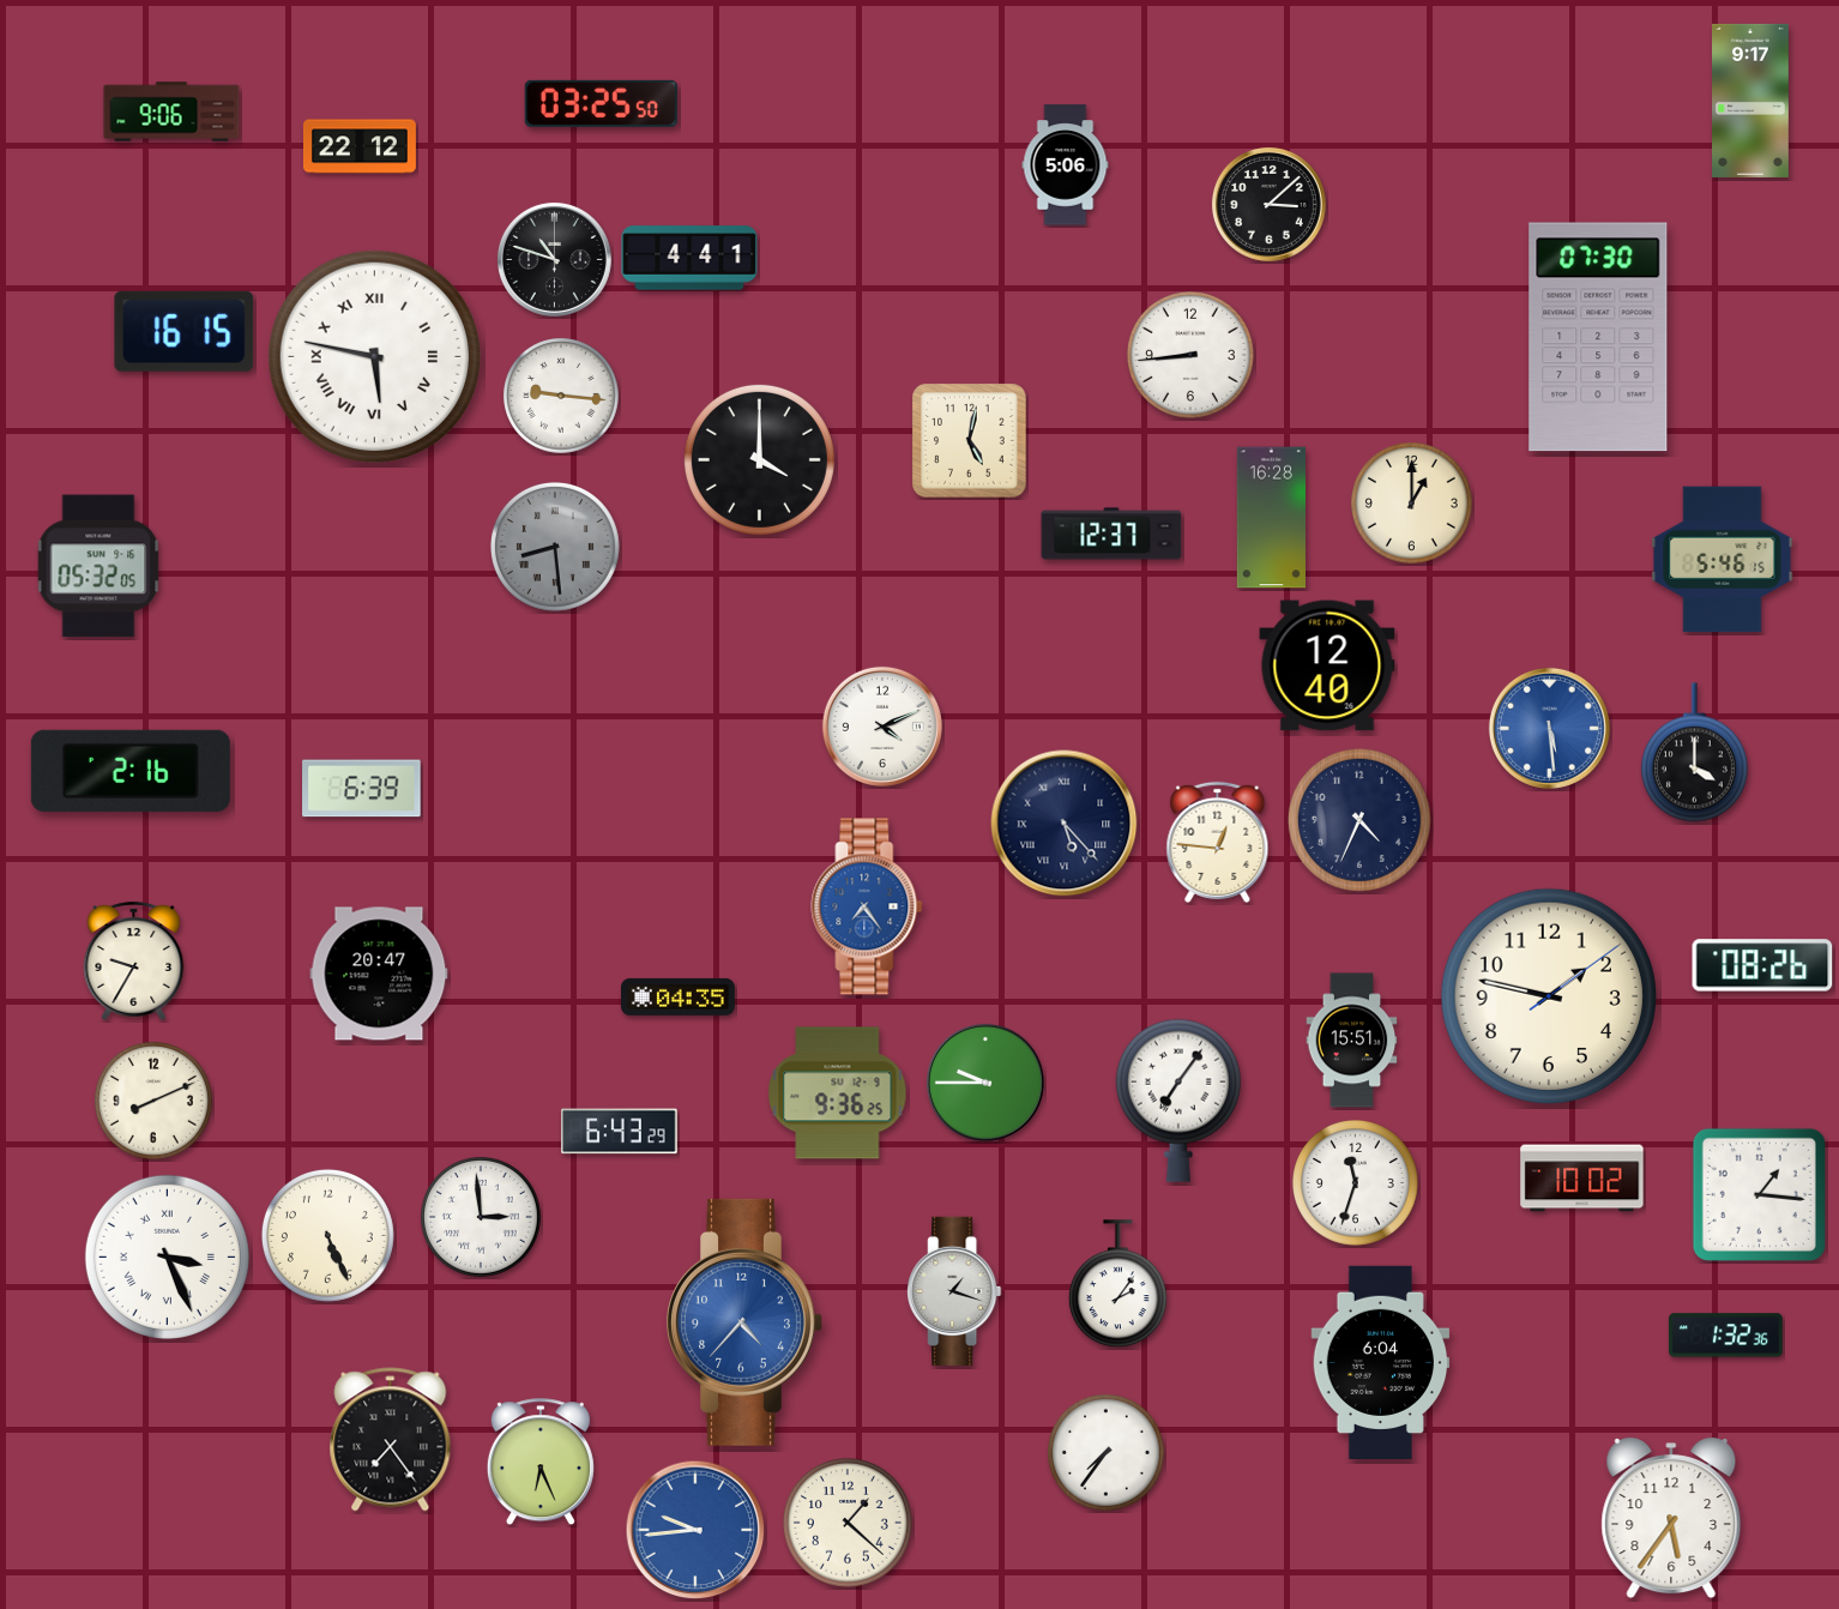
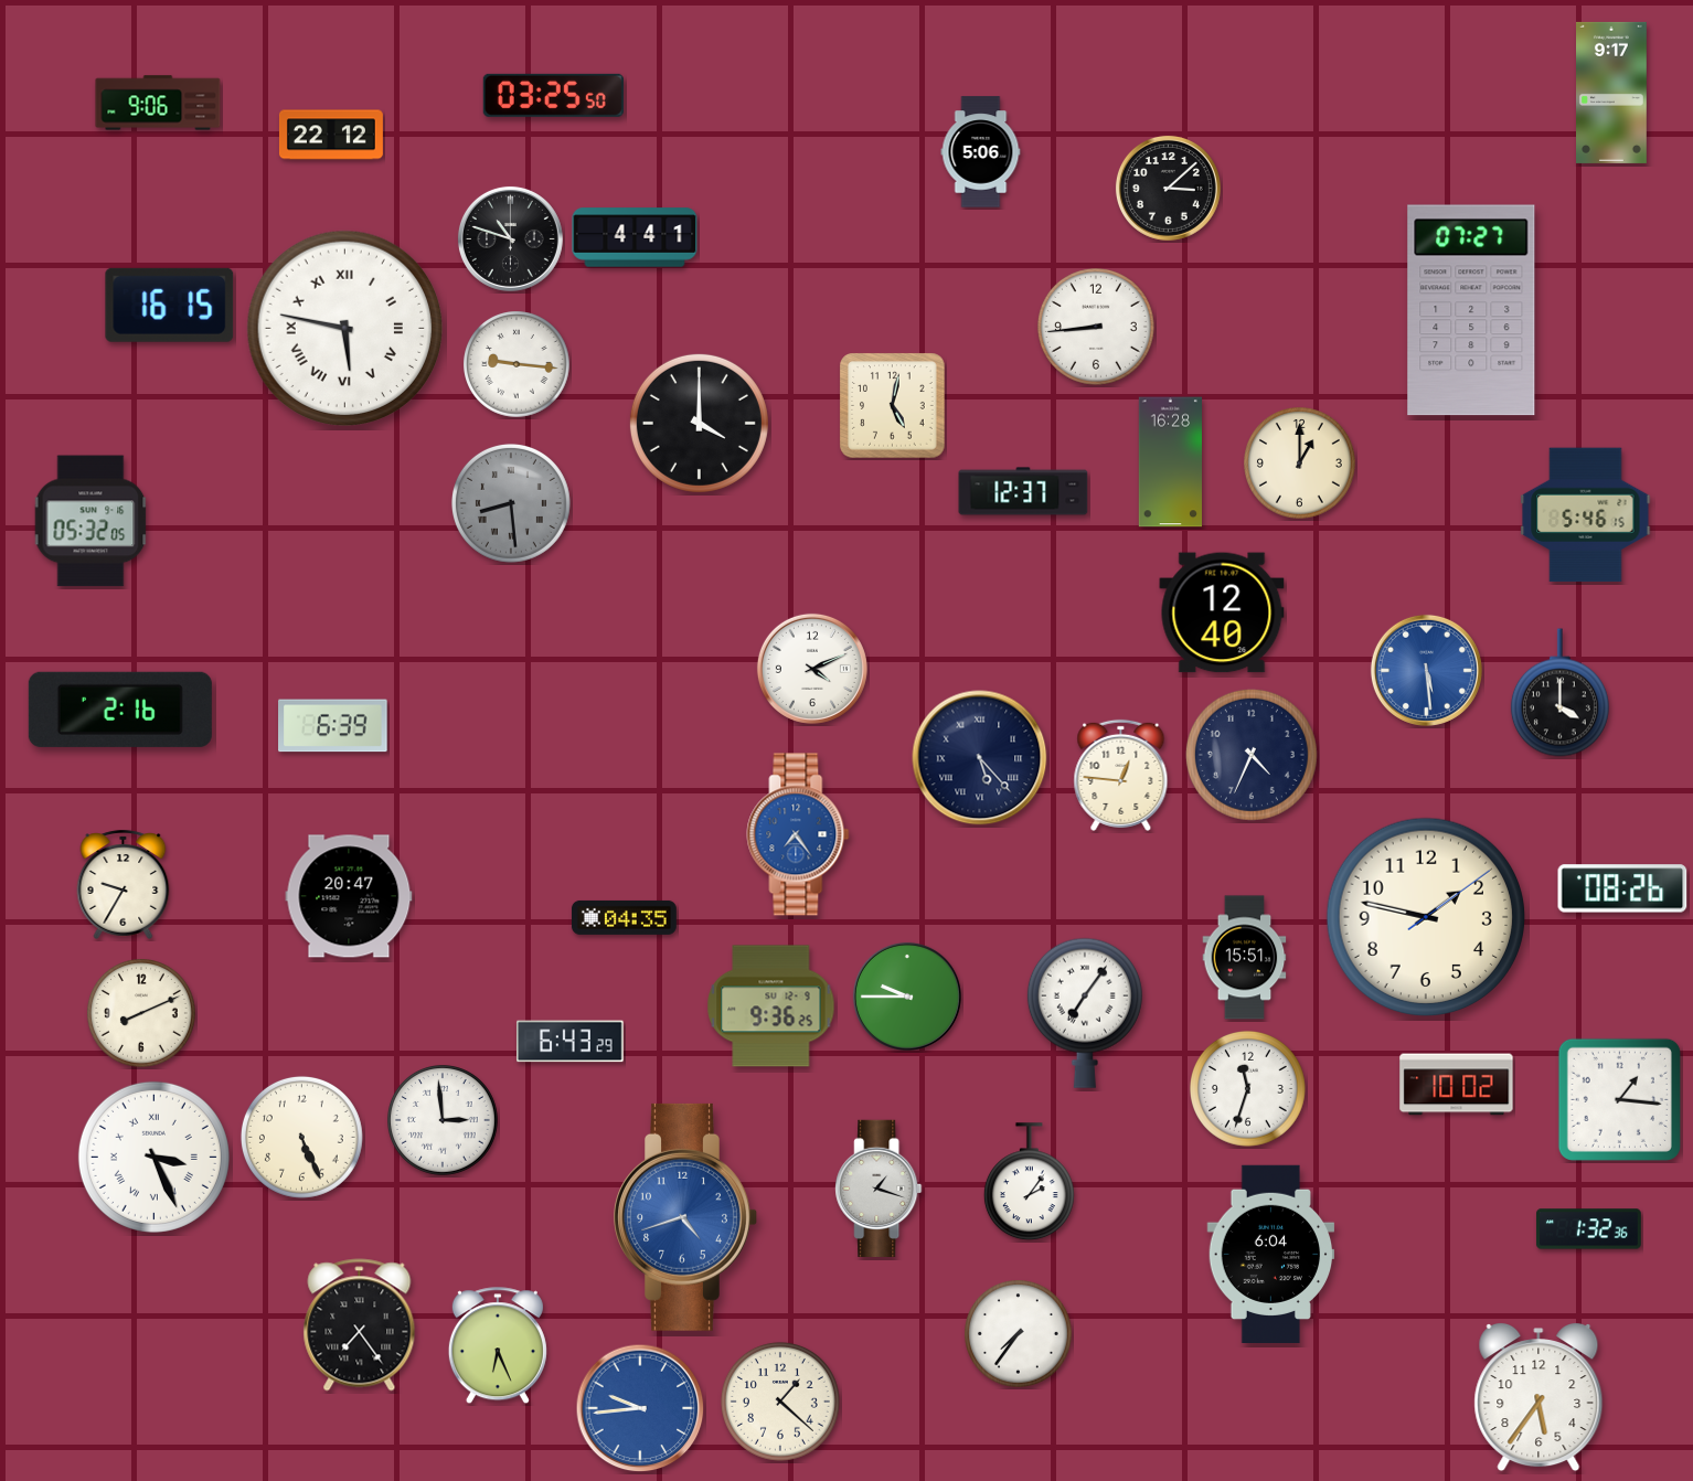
clock at (1598, 337): 07:30 -> 07:27
clock at (1271, 518) position: (1271, 518) -> (1170, 462)
clock at (744, 1322): 4:37 -> 4:42
clock at (1107, 1453) position: (1107, 1453) -> (1019, 1334)
